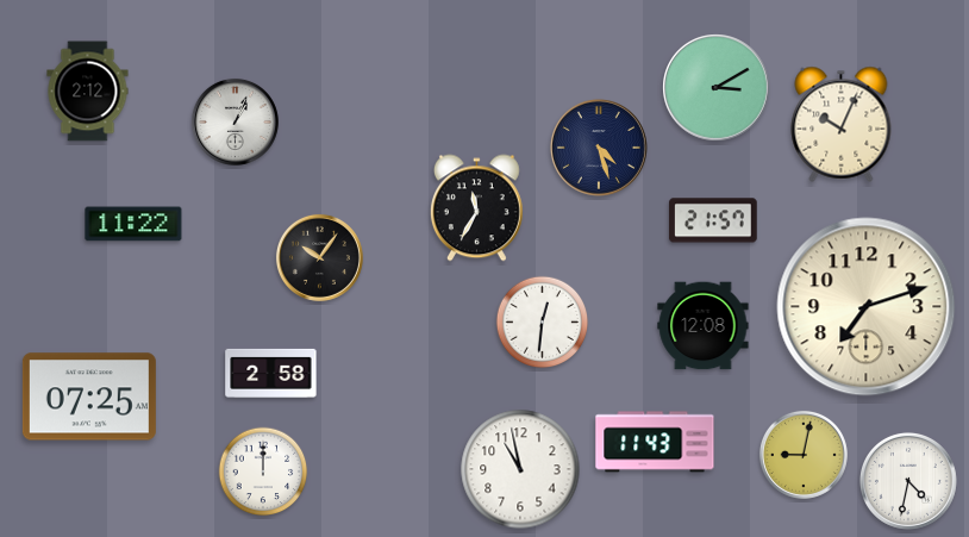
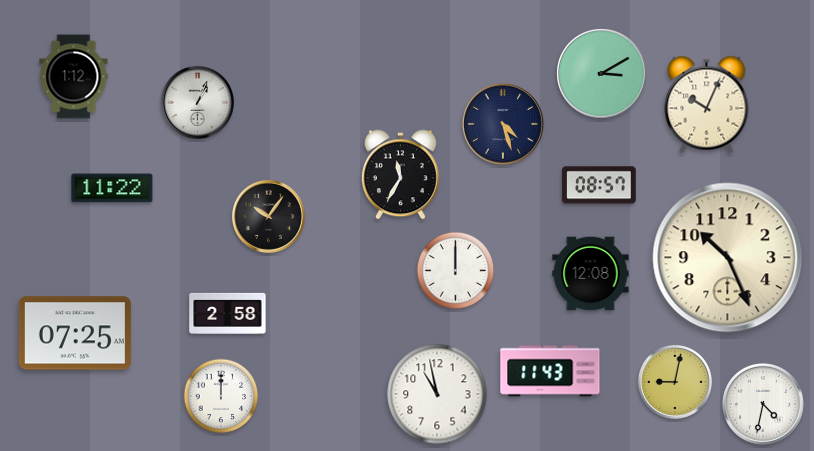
clock at (88, 92): 2:12 -> 1:12
clock at (713, 220): 21:57 -> 08:57
clock at (867, 307): 7:12 -> 10:26
clock at (543, 323): 12:31 -> 12:00
